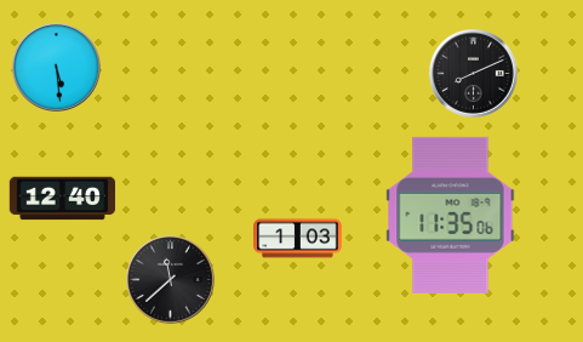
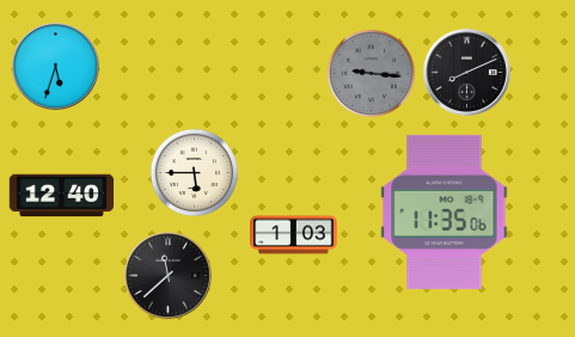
clock at (57, 68): 5:29 -> 5:33
clock at (372, 74): none -> 9:16
clock at (195, 173): none -> 5:45
